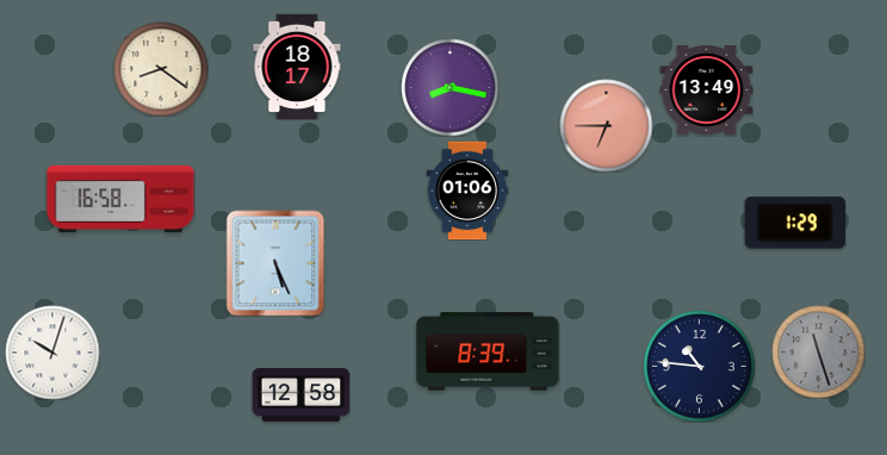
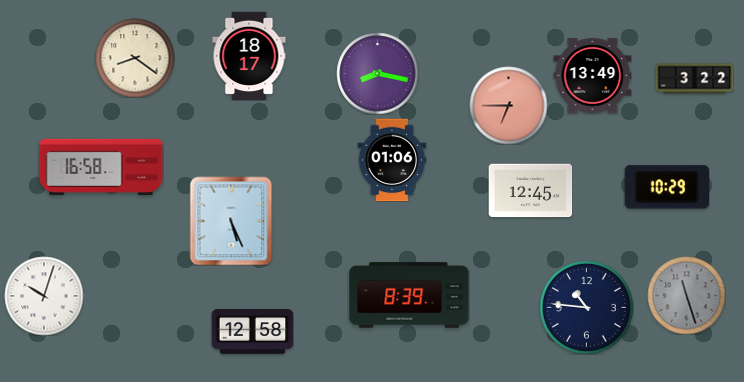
clock at (694, 79): none -> 3:22
clock at (794, 223): 1:29 -> 10:29
clock at (530, 191): none -> 12:45
